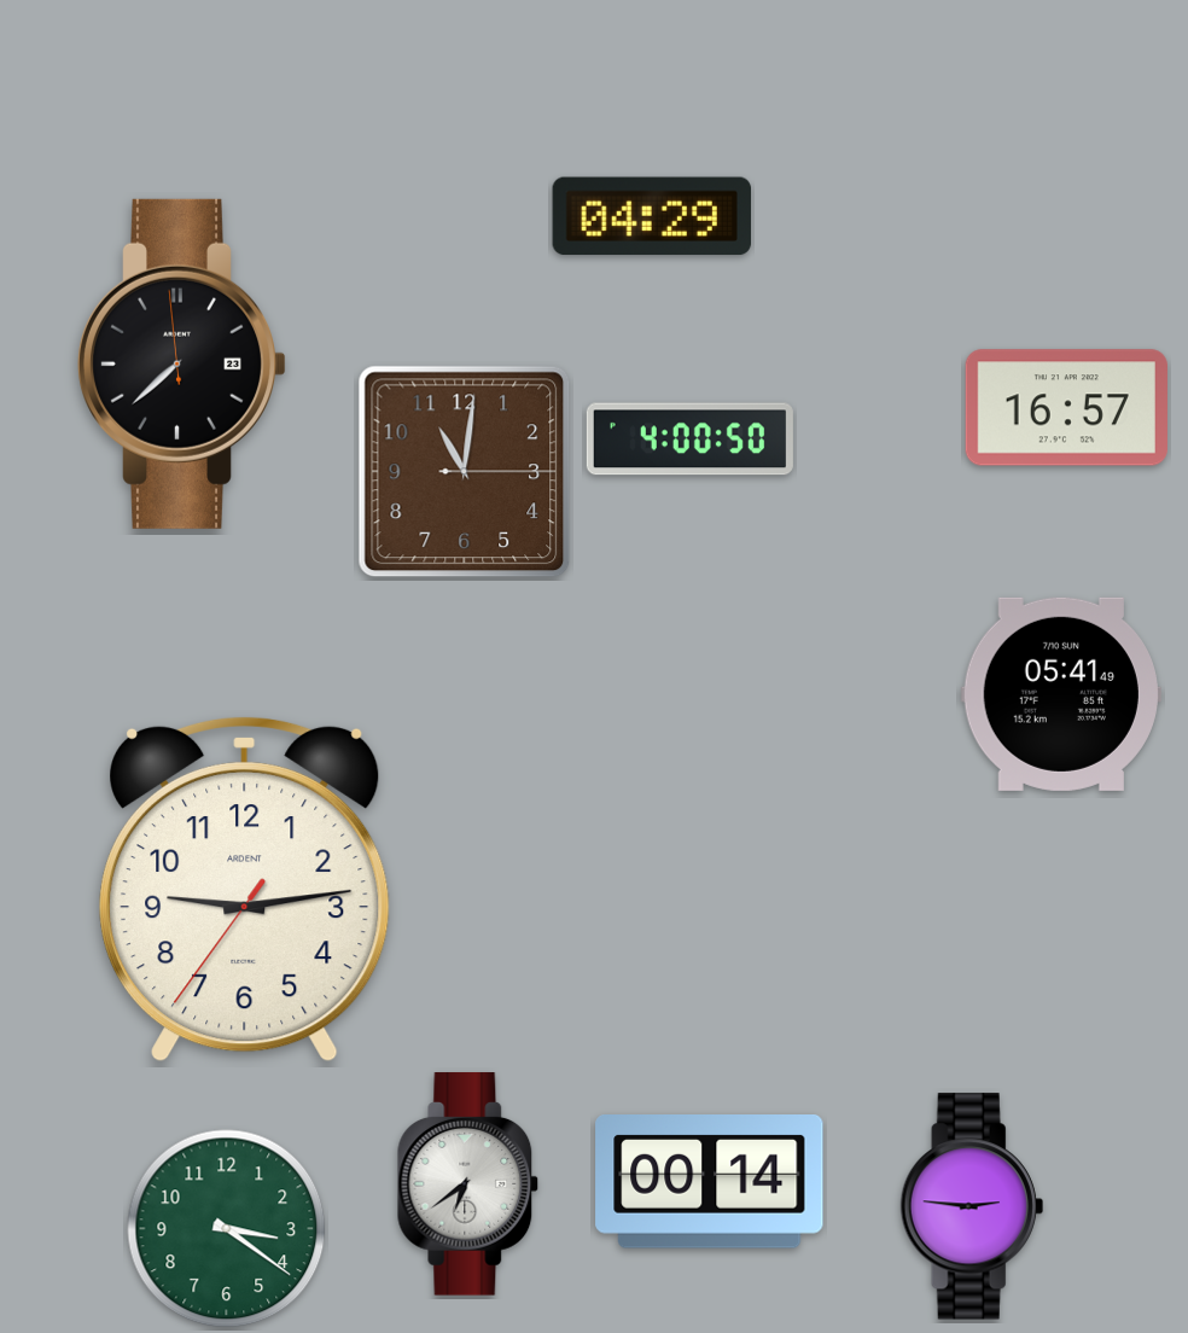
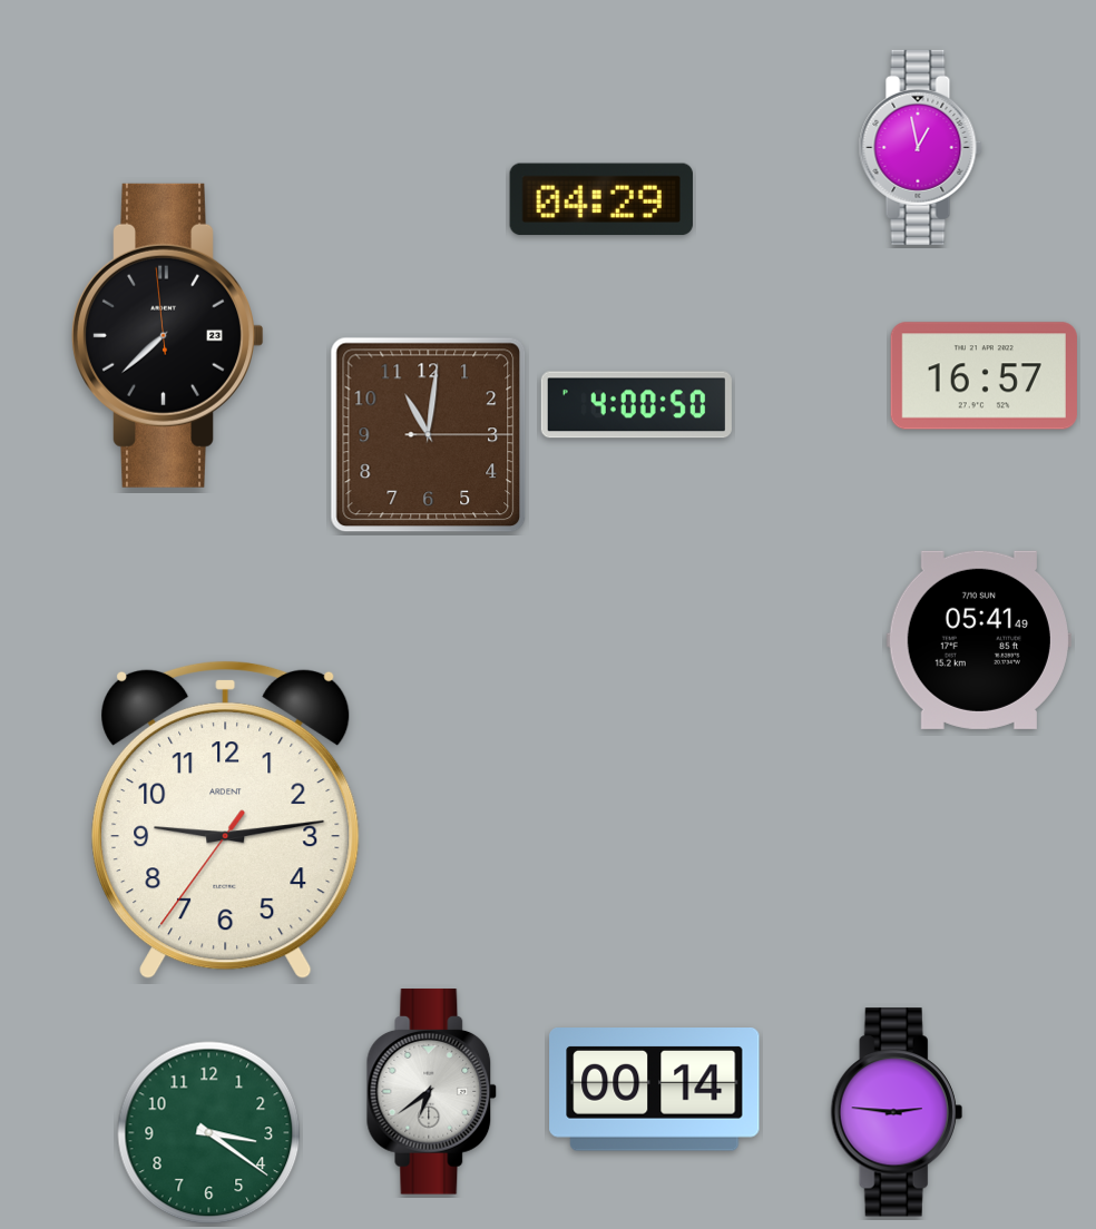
clock at (920, 147): none -> 12:58
